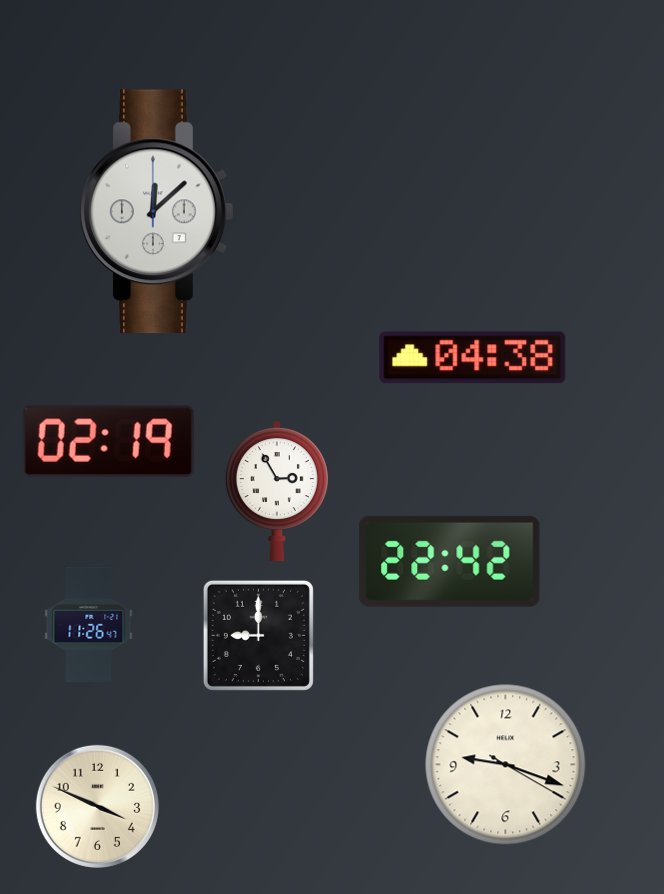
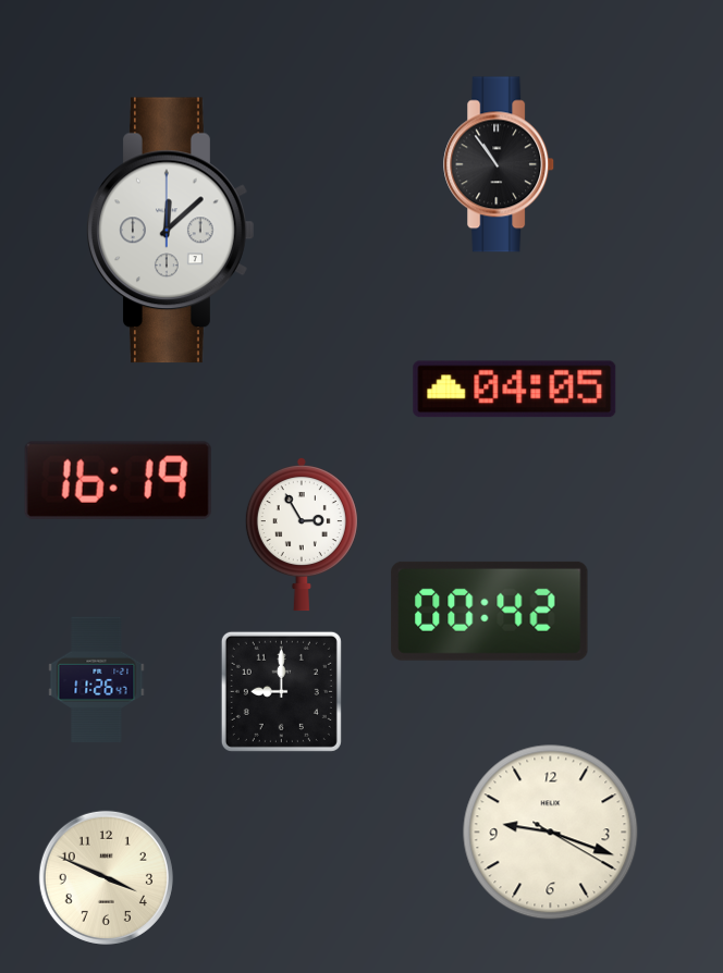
clock at (500, 164): none -> 10:54
clock at (473, 358): 04:38 -> 04:05
clock at (108, 441): 02:19 -> 16:19
clock at (450, 561): 22:42 -> 00:42
